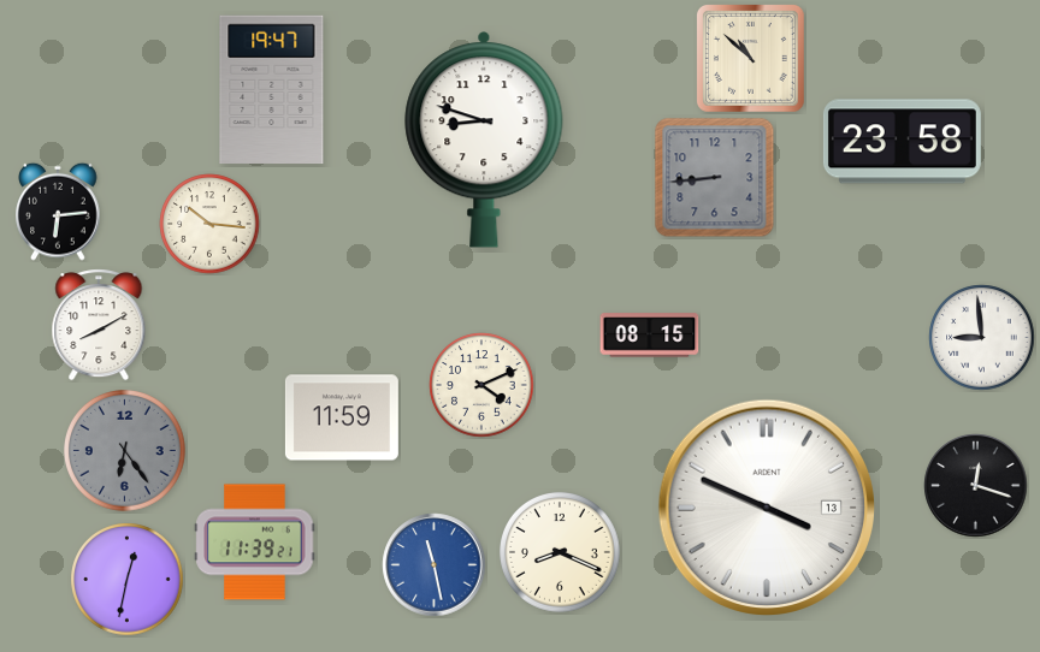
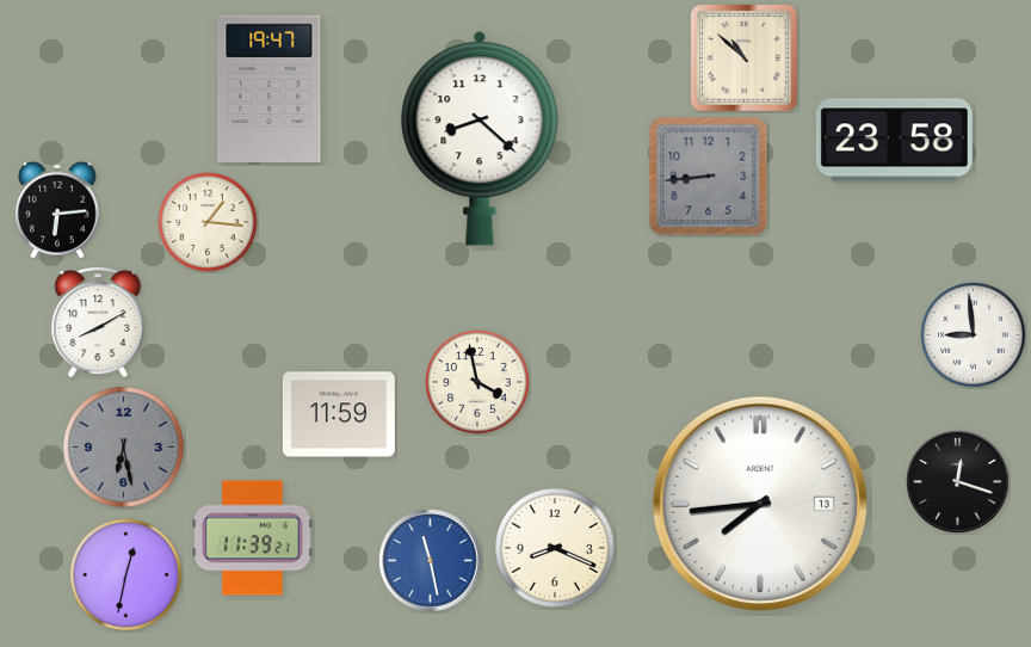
clock at (484, 140): 8:48 -> 8:22
clock at (209, 224): 10:16 -> 1:16
clock at (650, 336): 08:15 -> none
clock at (481, 385): 4:11 -> 3:58
clock at (125, 451): 6:24 -> 6:28
clock at (976, 486) position: (976, 486) -> (958, 482)
clock at (766, 506): 3:49 -> 7:44
